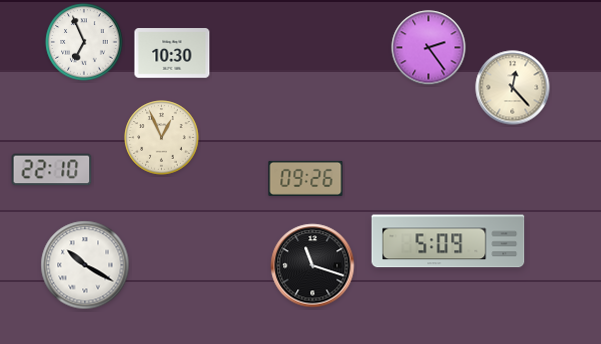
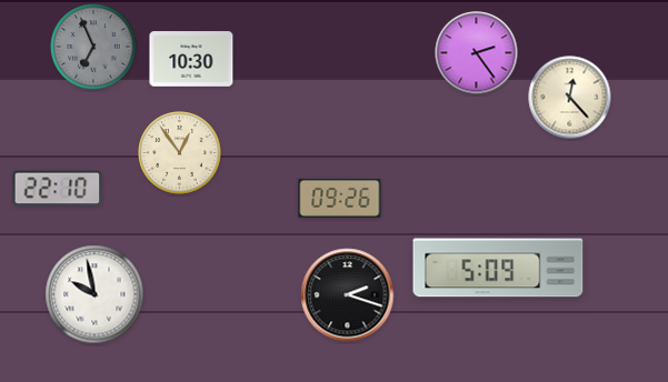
clock at (84, 42) dial: white -> grey
clock at (162, 138): 12:56 -> 12:54
clock at (85, 265): 10:20 -> 9:58
clock at (313, 266): 11:18 -> 2:18
